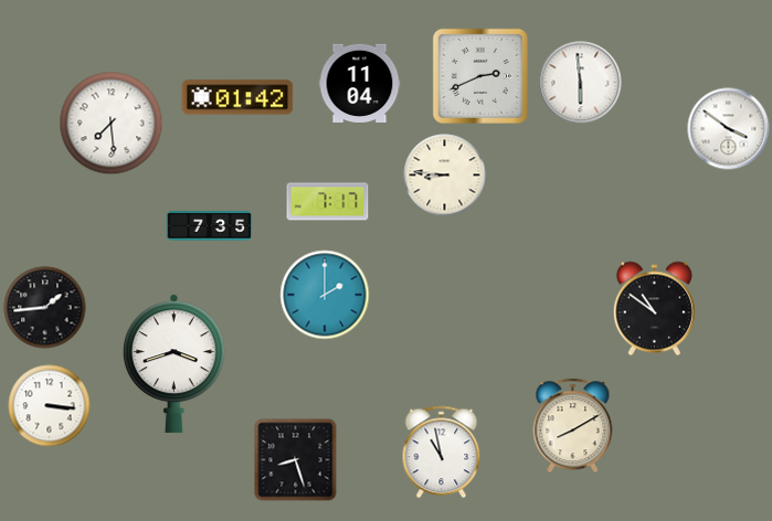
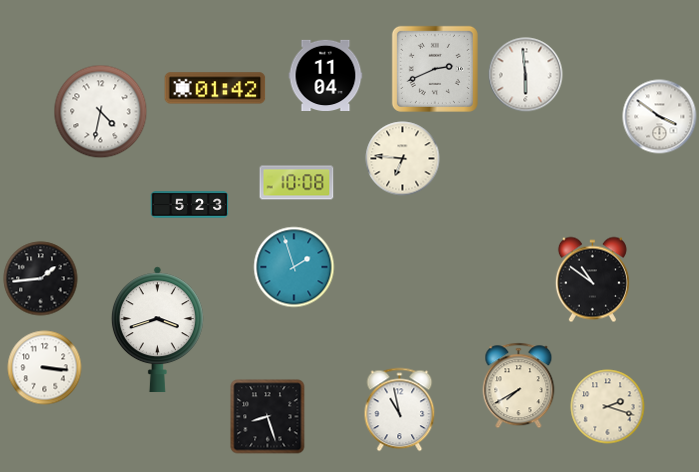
clock at (112, 124): 7:29 -> 4:32
clock at (445, 176): 8:46 -> 6:46
clock at (328, 202): 7:17 -> 10:08
clock at (210, 226): 7:35 -> 5:23
clock at (325, 295): 2:00 -> 1:57
clock at (573, 426): 8:10 -> 7:40
clock at (608, 407): none -> 2:18
